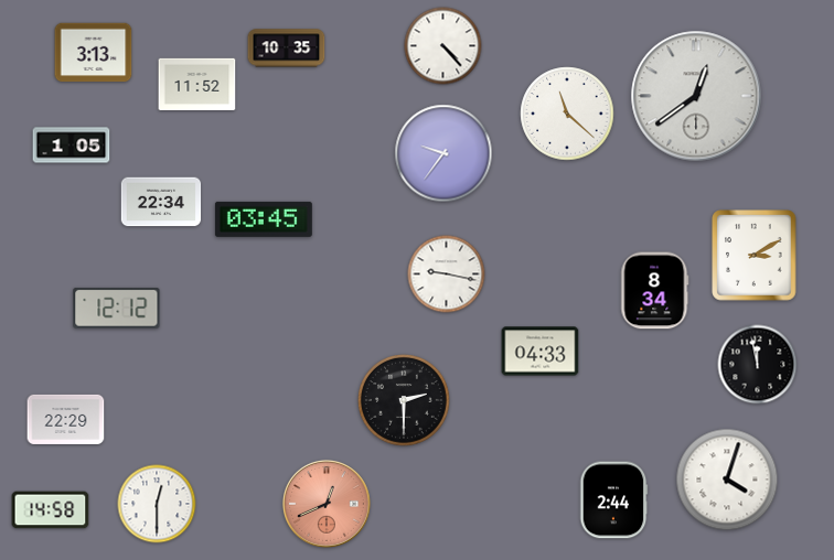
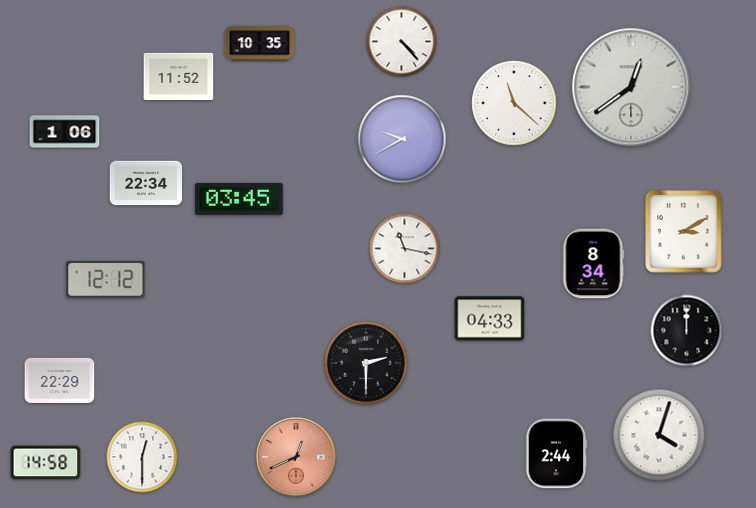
clock at (94, 53): 3:13 -> none
clock at (72, 146): 1:05 -> 1:06
clock at (443, 153): 9:36 -> 9:40
clock at (447, 274): 9:17 -> 11:17
clock at (758, 365): 11:58 -> 12:00
